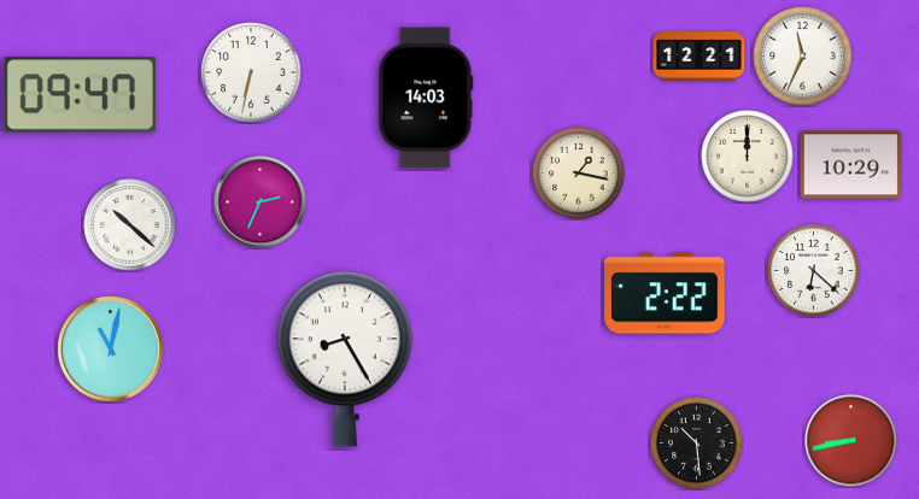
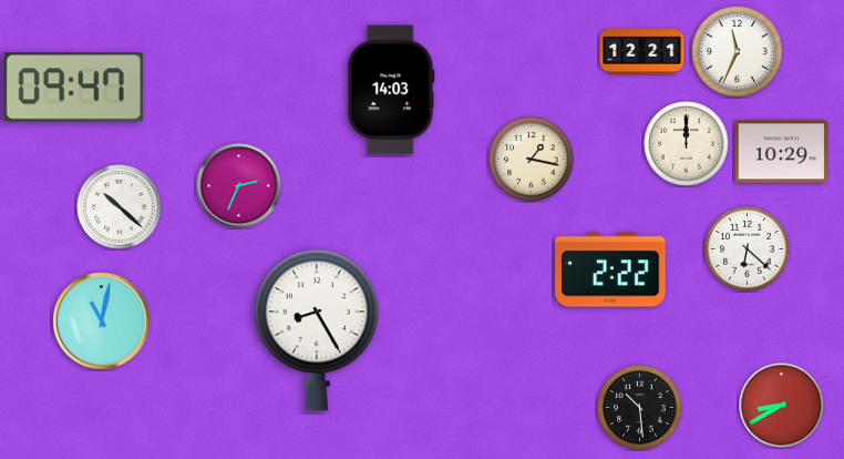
clock at (251, 72): 6:32 -> none
clock at (851, 441): 8:43 -> 8:40
